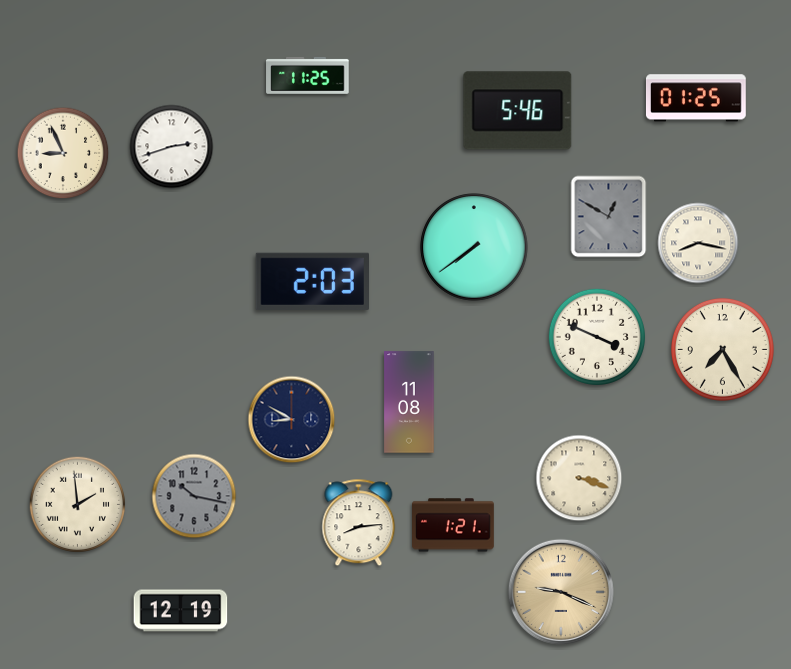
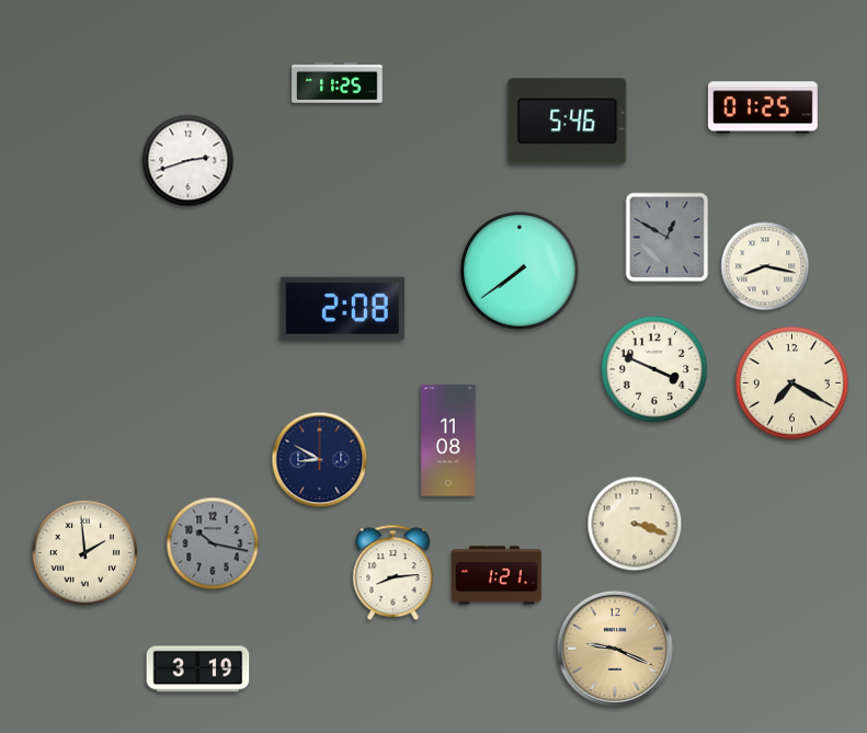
clock at (63, 153): 8:56 -> none
clock at (312, 281): 2:03 -> 2:08
clock at (722, 349): 7:25 -> 7:20
clock at (181, 611): 12:19 -> 3:19
